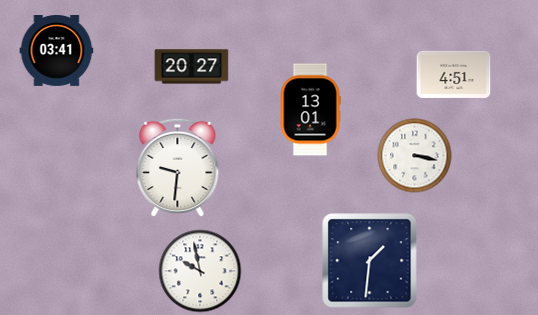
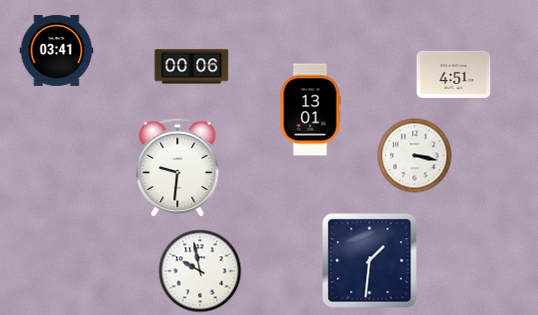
clock at (192, 67): 20:27 -> 00:06
